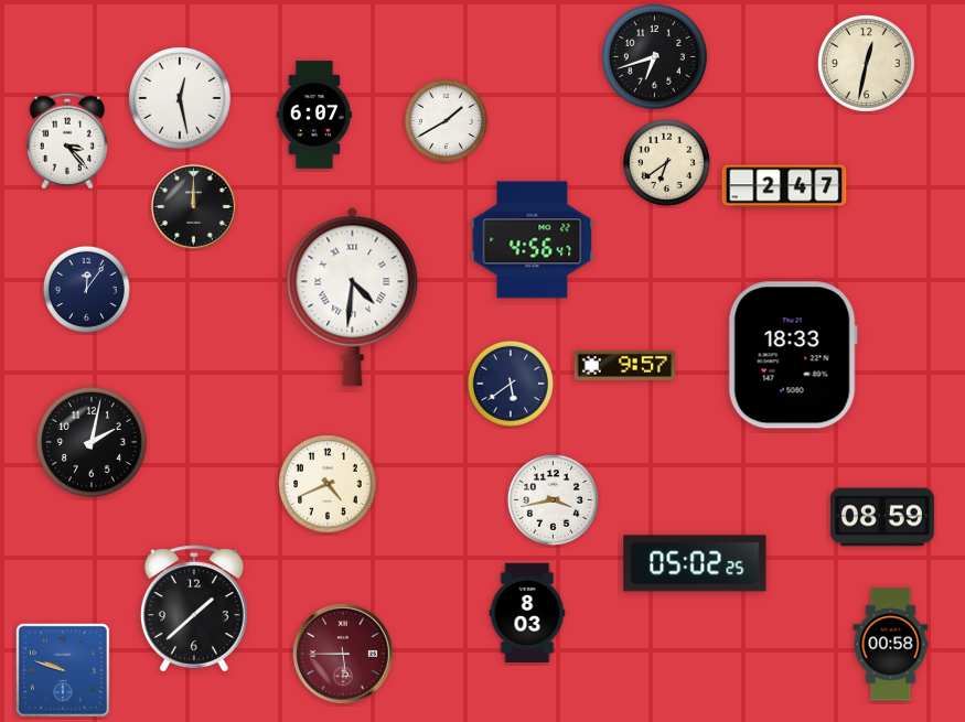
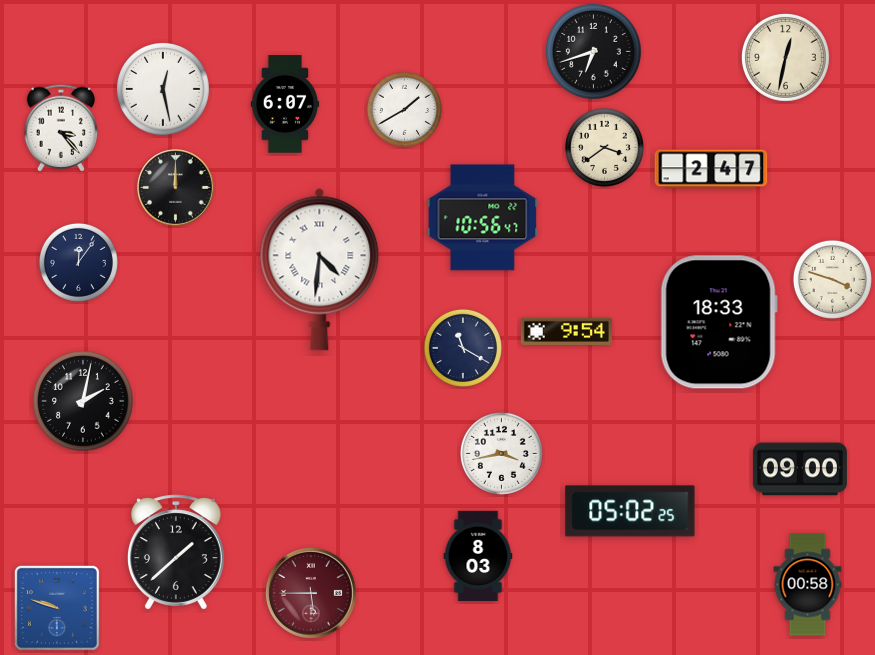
clock at (666, 162): 6:39 -> 3:39
clock at (533, 240): 4:56 -> 10:56
clock at (832, 279): none -> 3:48
clock at (624, 365): 9:57 -> 9:54
clock at (511, 384): 5:39 -> 11:20
clock at (328, 484): 4:41 -> none
clock at (882, 517): 08:59 -> 09:00
